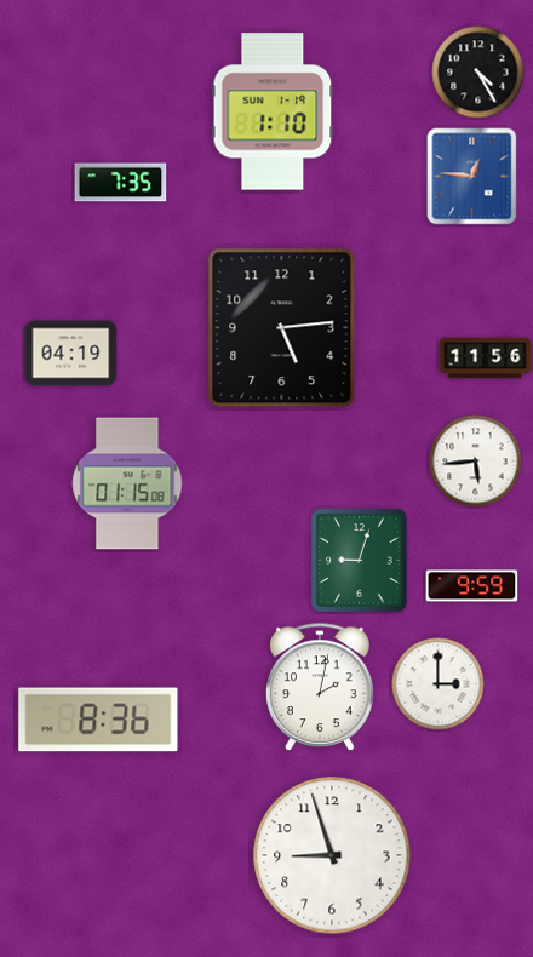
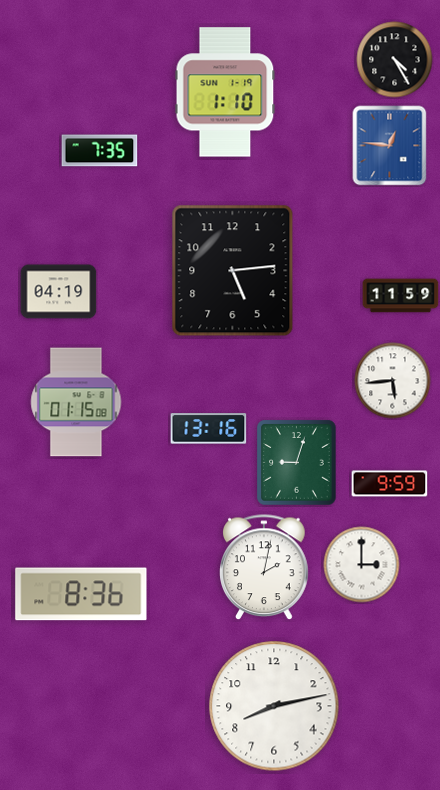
clock at (486, 359): 11:56 -> 11:59
clock at (127, 483) position: (127, 483) -> (76, 402)
clock at (209, 429): none -> 13:16
clock at (332, 855): 8:57 -> 8:13
